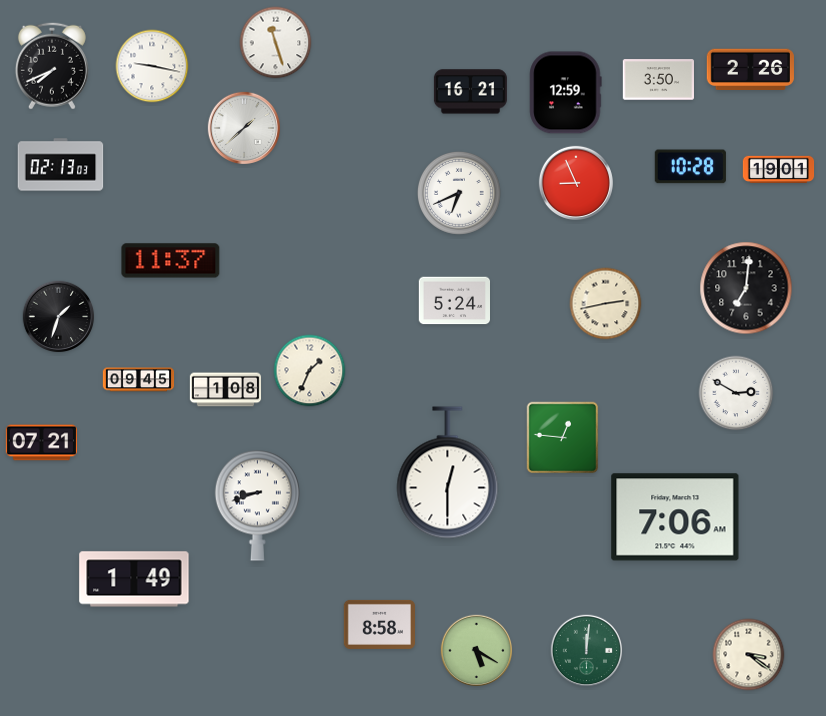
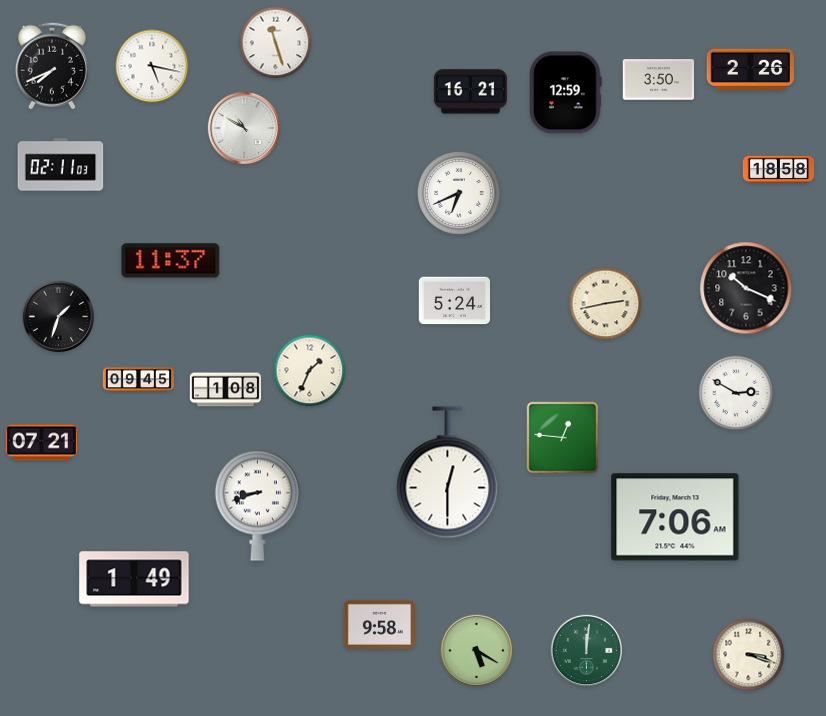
clock at (152, 66): 9:17 -> 5:17
clock at (243, 127): 1:38 -> 10:50
clock at (61, 165): 02:13 -> 02:11
clock at (690, 167): 10:28 -> none
clock at (779, 170): 19:01 -> 18:58
clock at (576, 183): 8:56 -> none
clock at (746, 288): 7:01 -> 10:19
clock at (379, 624): 8:58 -> 9:58
clock at (749, 655): 3:21 -> 3:18
